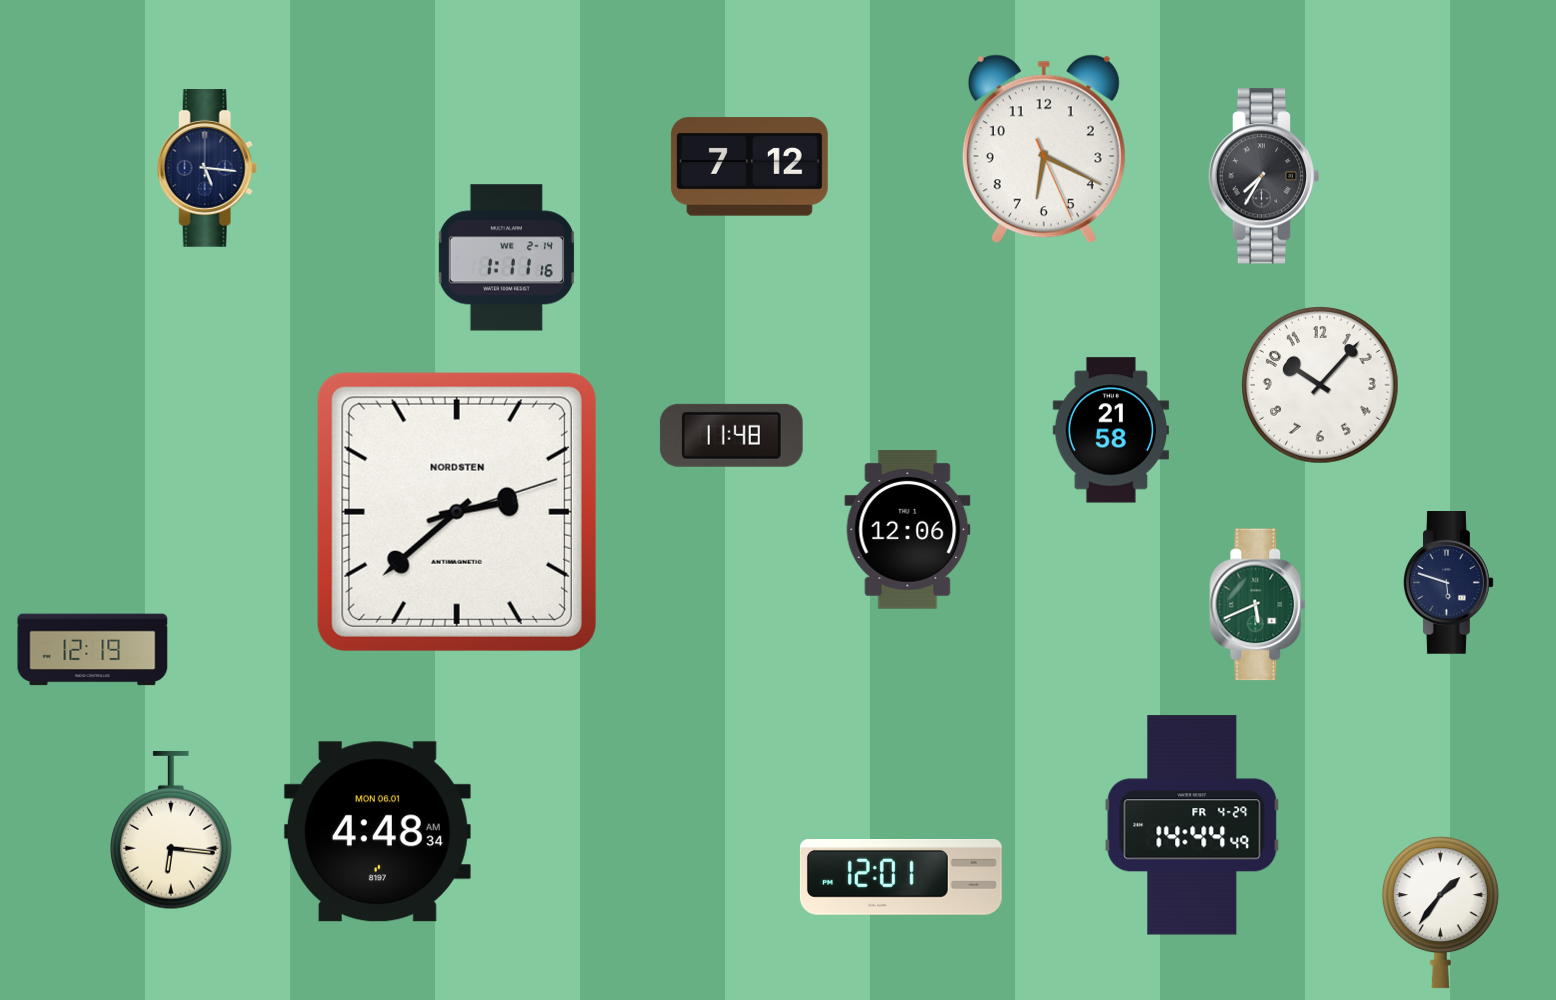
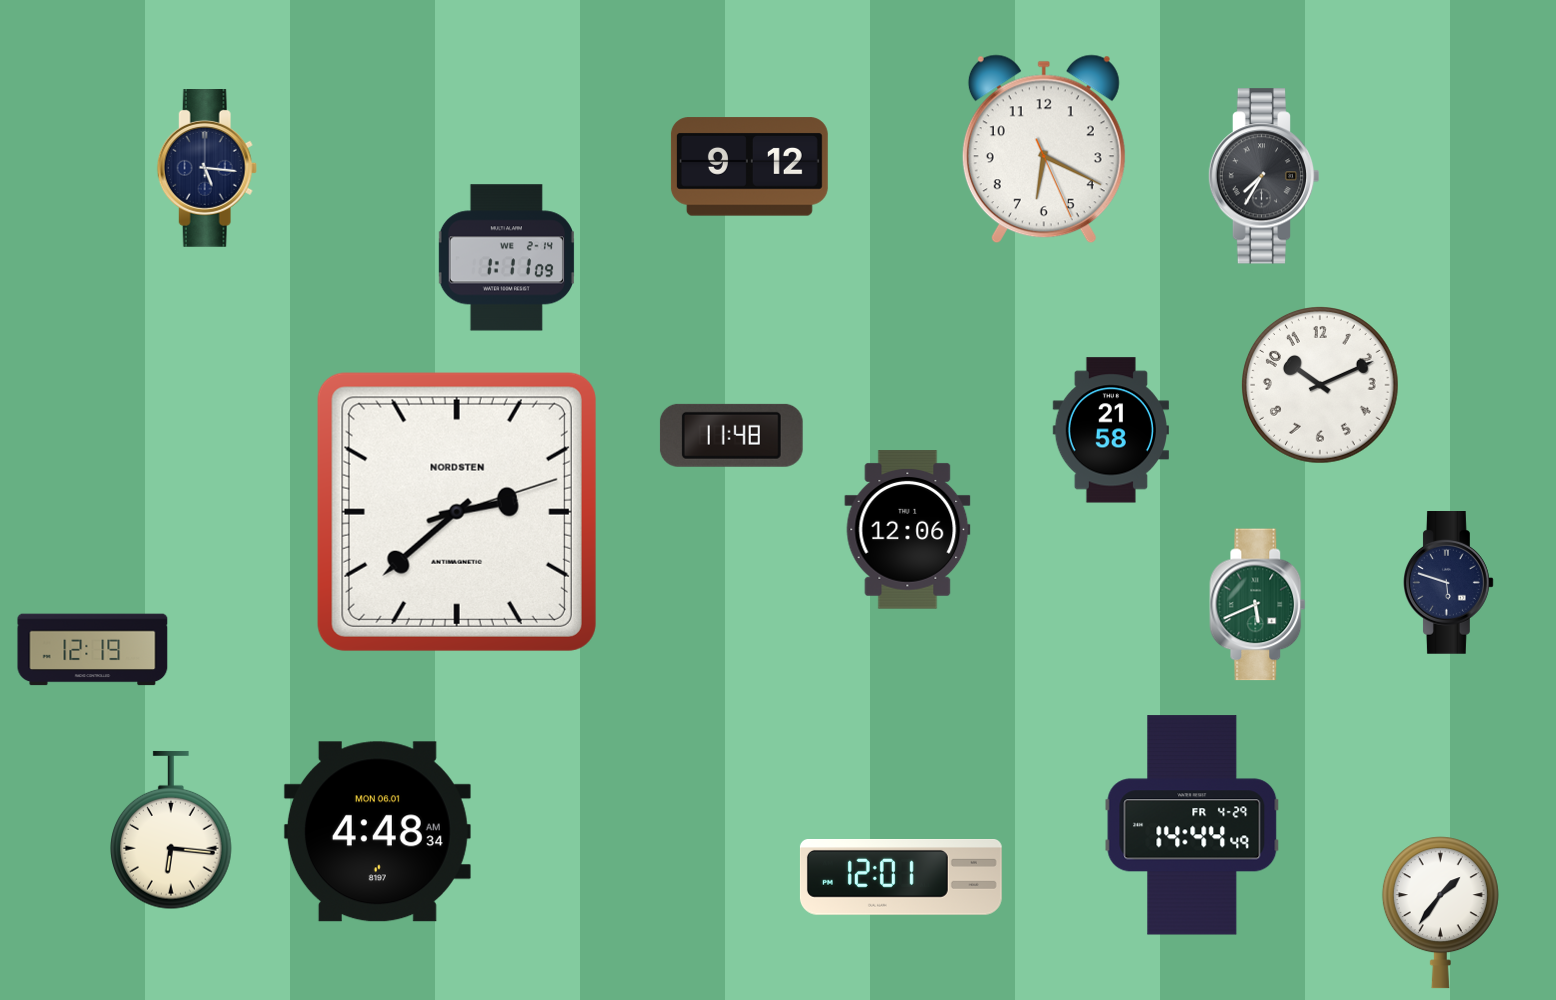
clock at (749, 167): 7:12 -> 9:12
clock at (506, 258): 1:11:16 -> 1:11:09
clock at (1321, 386): 10:07 -> 10:11
